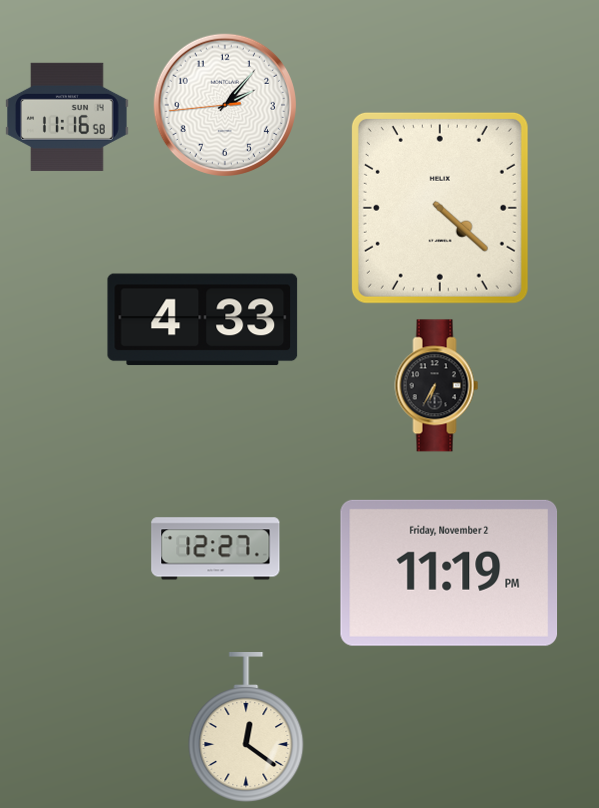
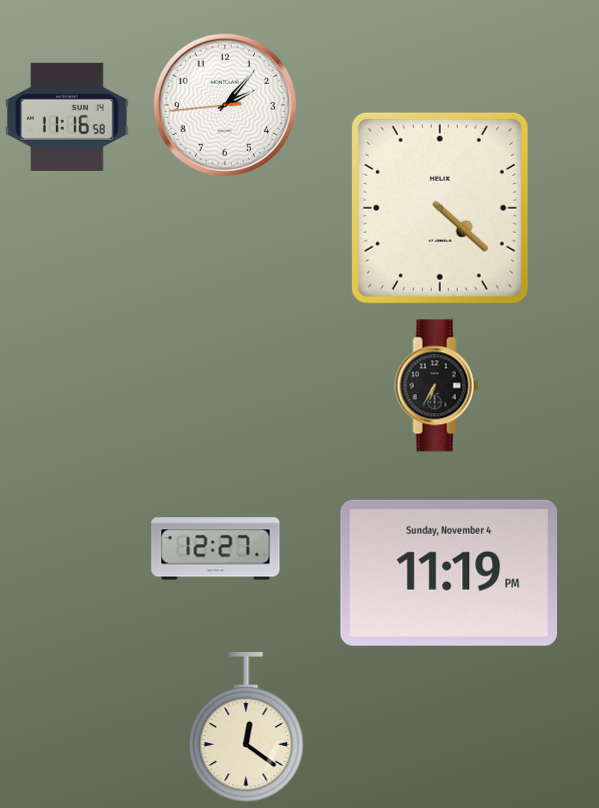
clock at (203, 320): 4:33 -> none
clock at (449, 573) date: Friday, November 2 -> Sunday, November 4
